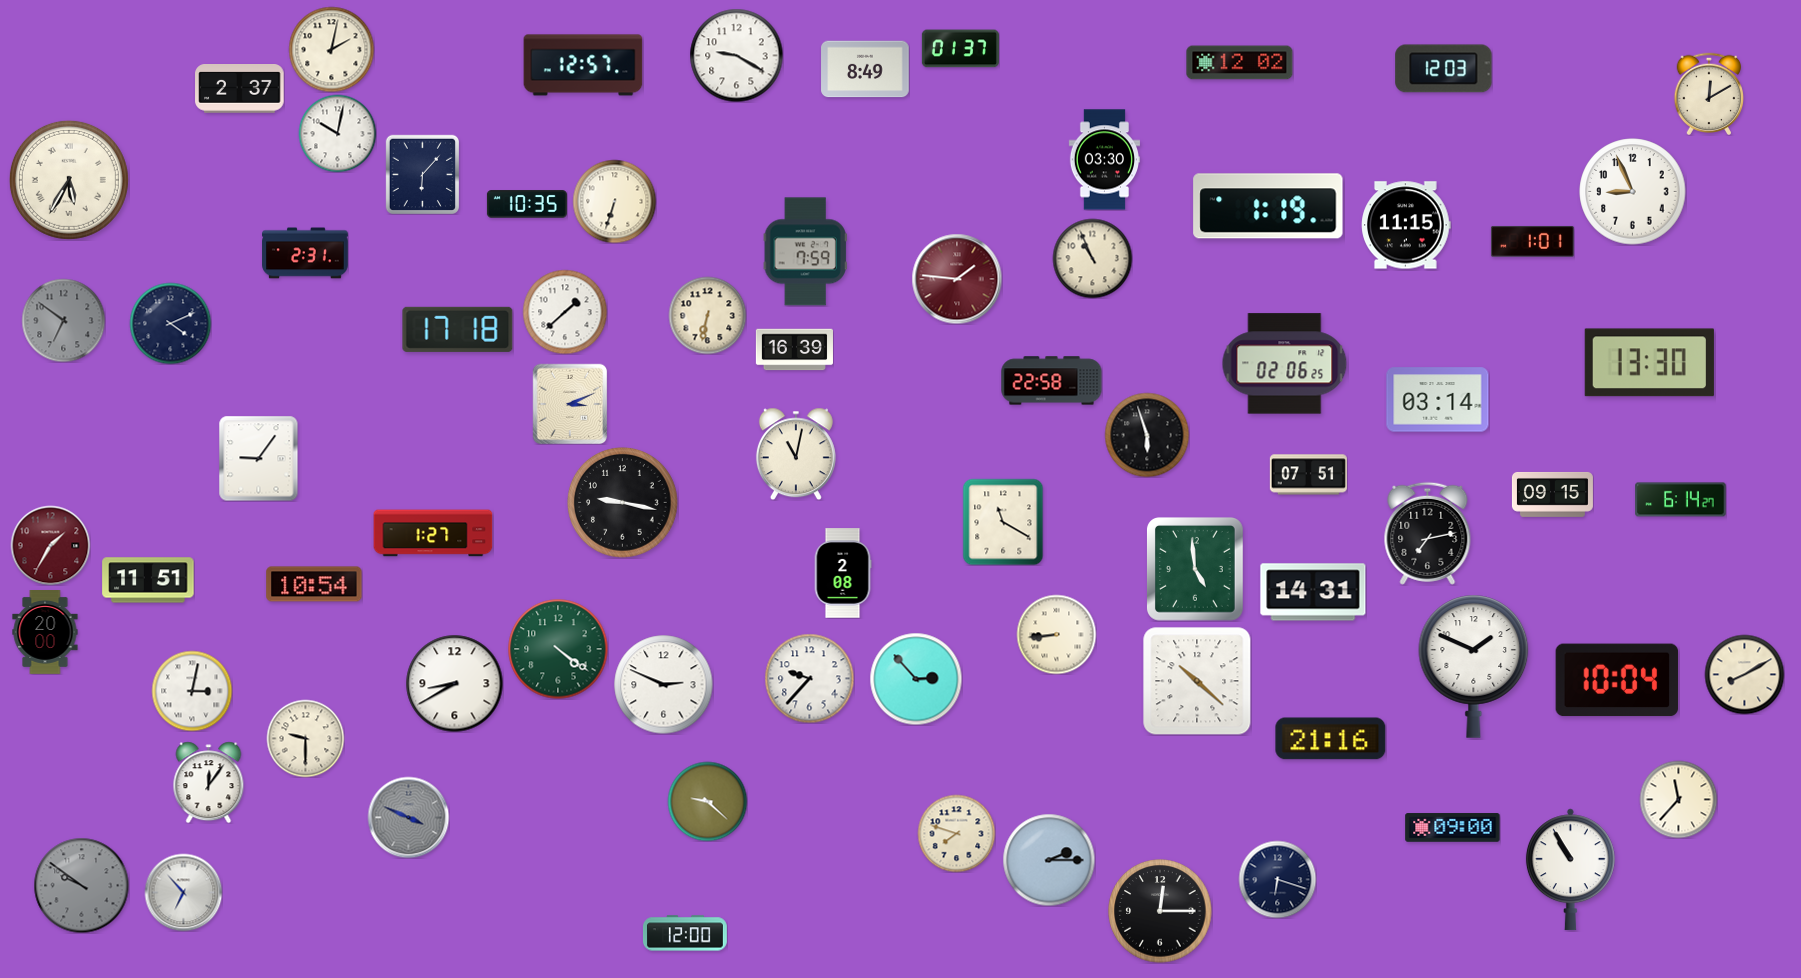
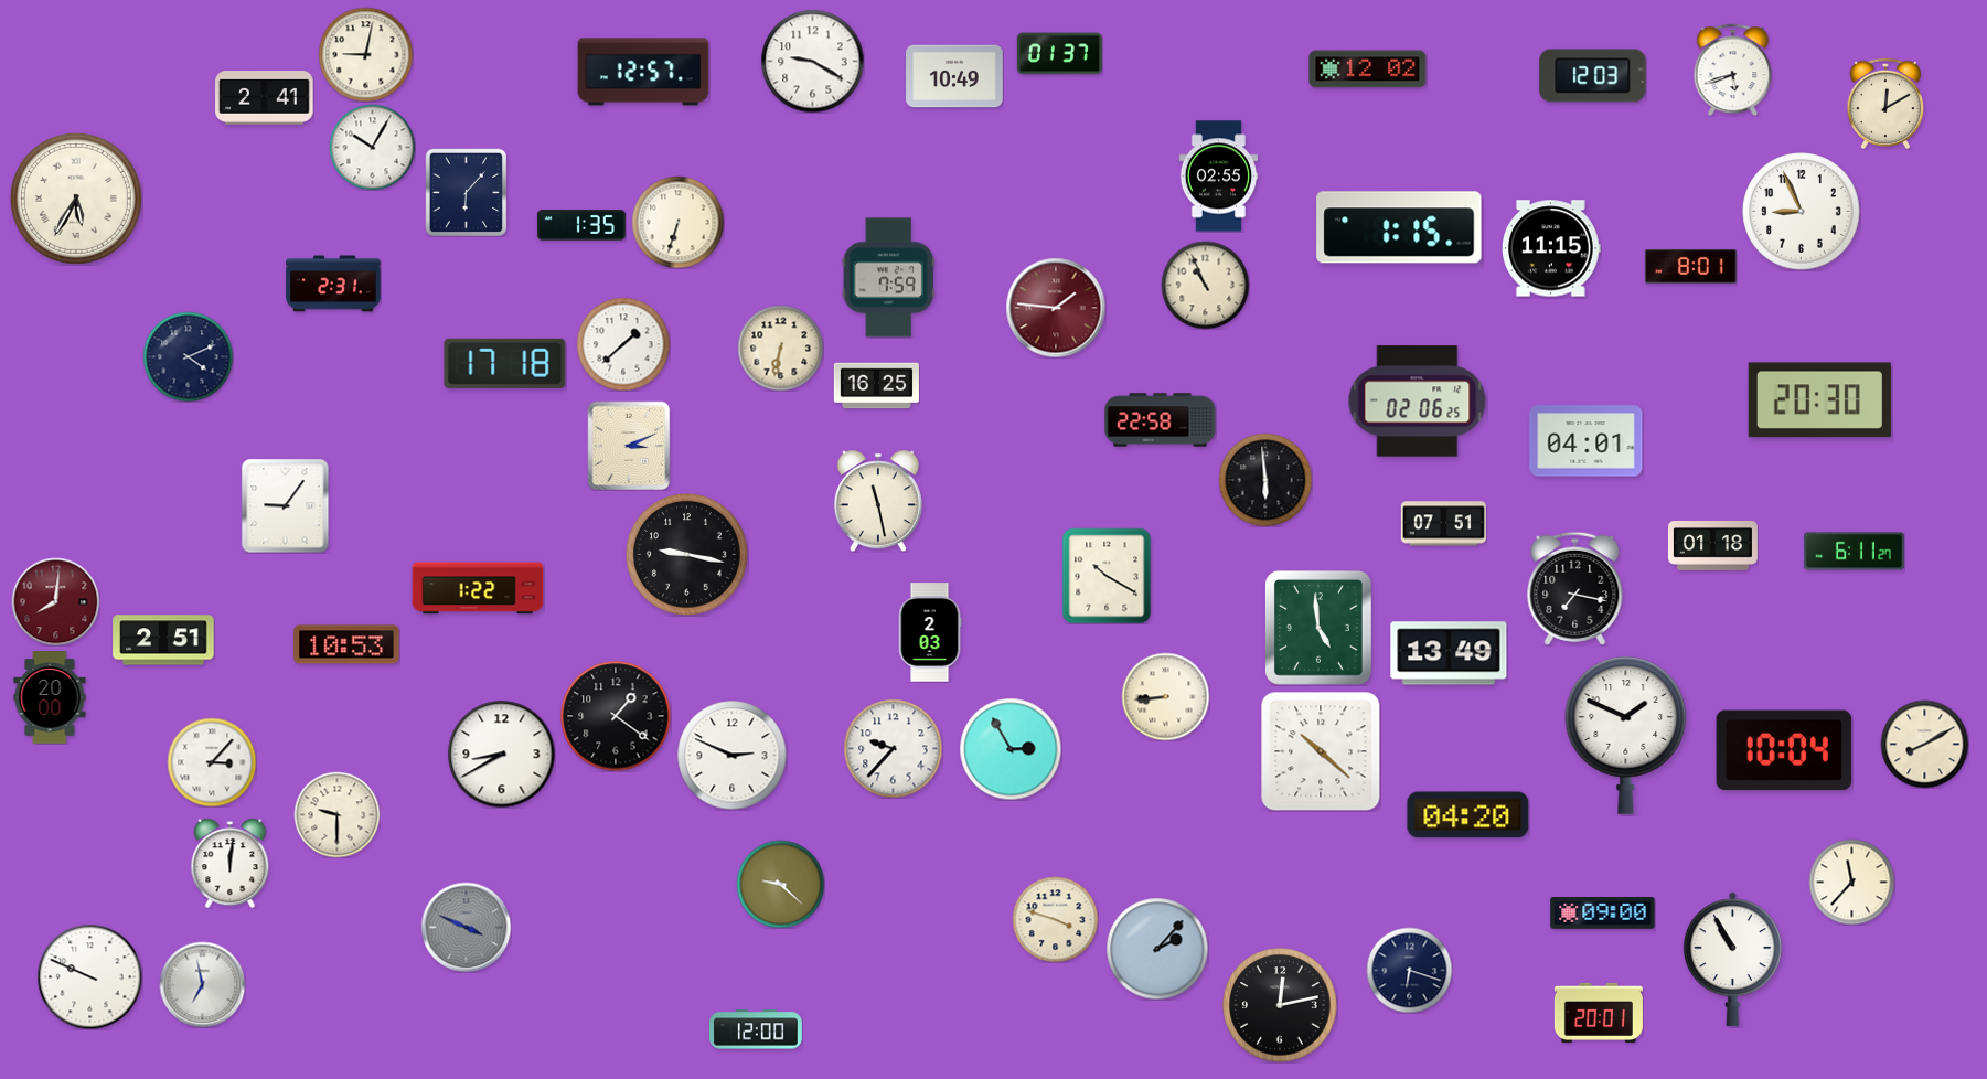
clock at (331, 49): 2:02 -> 9:02
clock at (1733, 70): none -> 5:42
clock at (865, 69): 8:49 -> 10:49
clock at (240, 89): 2:37 -> 2:41
clock at (337, 133): 10:02 -> 10:05
clock at (1104, 160): 03:30 -> 02:55
clock at (527, 204): 10:35 -> 1:35
clock at (1268, 206): 1:19 -> 1:15
clock at (1532, 241): 1:01 -> 8:01
clock at (305, 253) position: (305, 253) -> (333, 284)
clock at (63, 320): 6:51 -> none
clock at (794, 350): 16:39 -> 16:25
clock at (1649, 363): 13:30 -> 20:30
clock at (1438, 400): 03:14 -> 04:01
clock at (1147, 435): 5:57 -> 5:59
clock at (796, 454): 11:02 -> 11:28
clock at (1552, 495): 09:15 -> 01:18
clock at (1681, 500): 6:14 -> 6:11
clock at (1003, 522): 11:20 -> 10:20
clock at (433, 533): 1:27 -> 1:22
clock at (1428, 533): 7:13 -> 7:17
clock at (50, 545): 1:35 -> 8:01
clock at (843, 573): 2:08 -> 2:03
clock at (148, 580): 11:51 -> 2:51
clock at (314, 584): 10:54 -> 10:53
clock at (1313, 592): 14:31 -> 13:49
clock at (1056, 634) position: (1056, 634) -> (1165, 696)
clock at (558, 649): 4:21 -> 1:21
clock at (558, 649) dial: green -> black
clock at (916, 679): 2:53 -> 2:55
clock at (192, 691): 3:02 -> 3:07
clock at (1331, 739): 21:16 -> 04:20
clock at (209, 782): 12:06 -> 12:01
clock at (408, 817) position: (408, 817) -> (466, 927)
clock at (956, 833): 7:48 -> 3:48
clock at (1049, 860): 2:15 -> 2:07
clock at (81, 885): 9:51 -> 9:49
clock at (81, 885) dial: grey -> white
clock at (183, 892): 6:53 -> 6:58
clock at (1160, 911): 12:15 -> 12:13
clock at (1599, 1013): none -> 20:01
